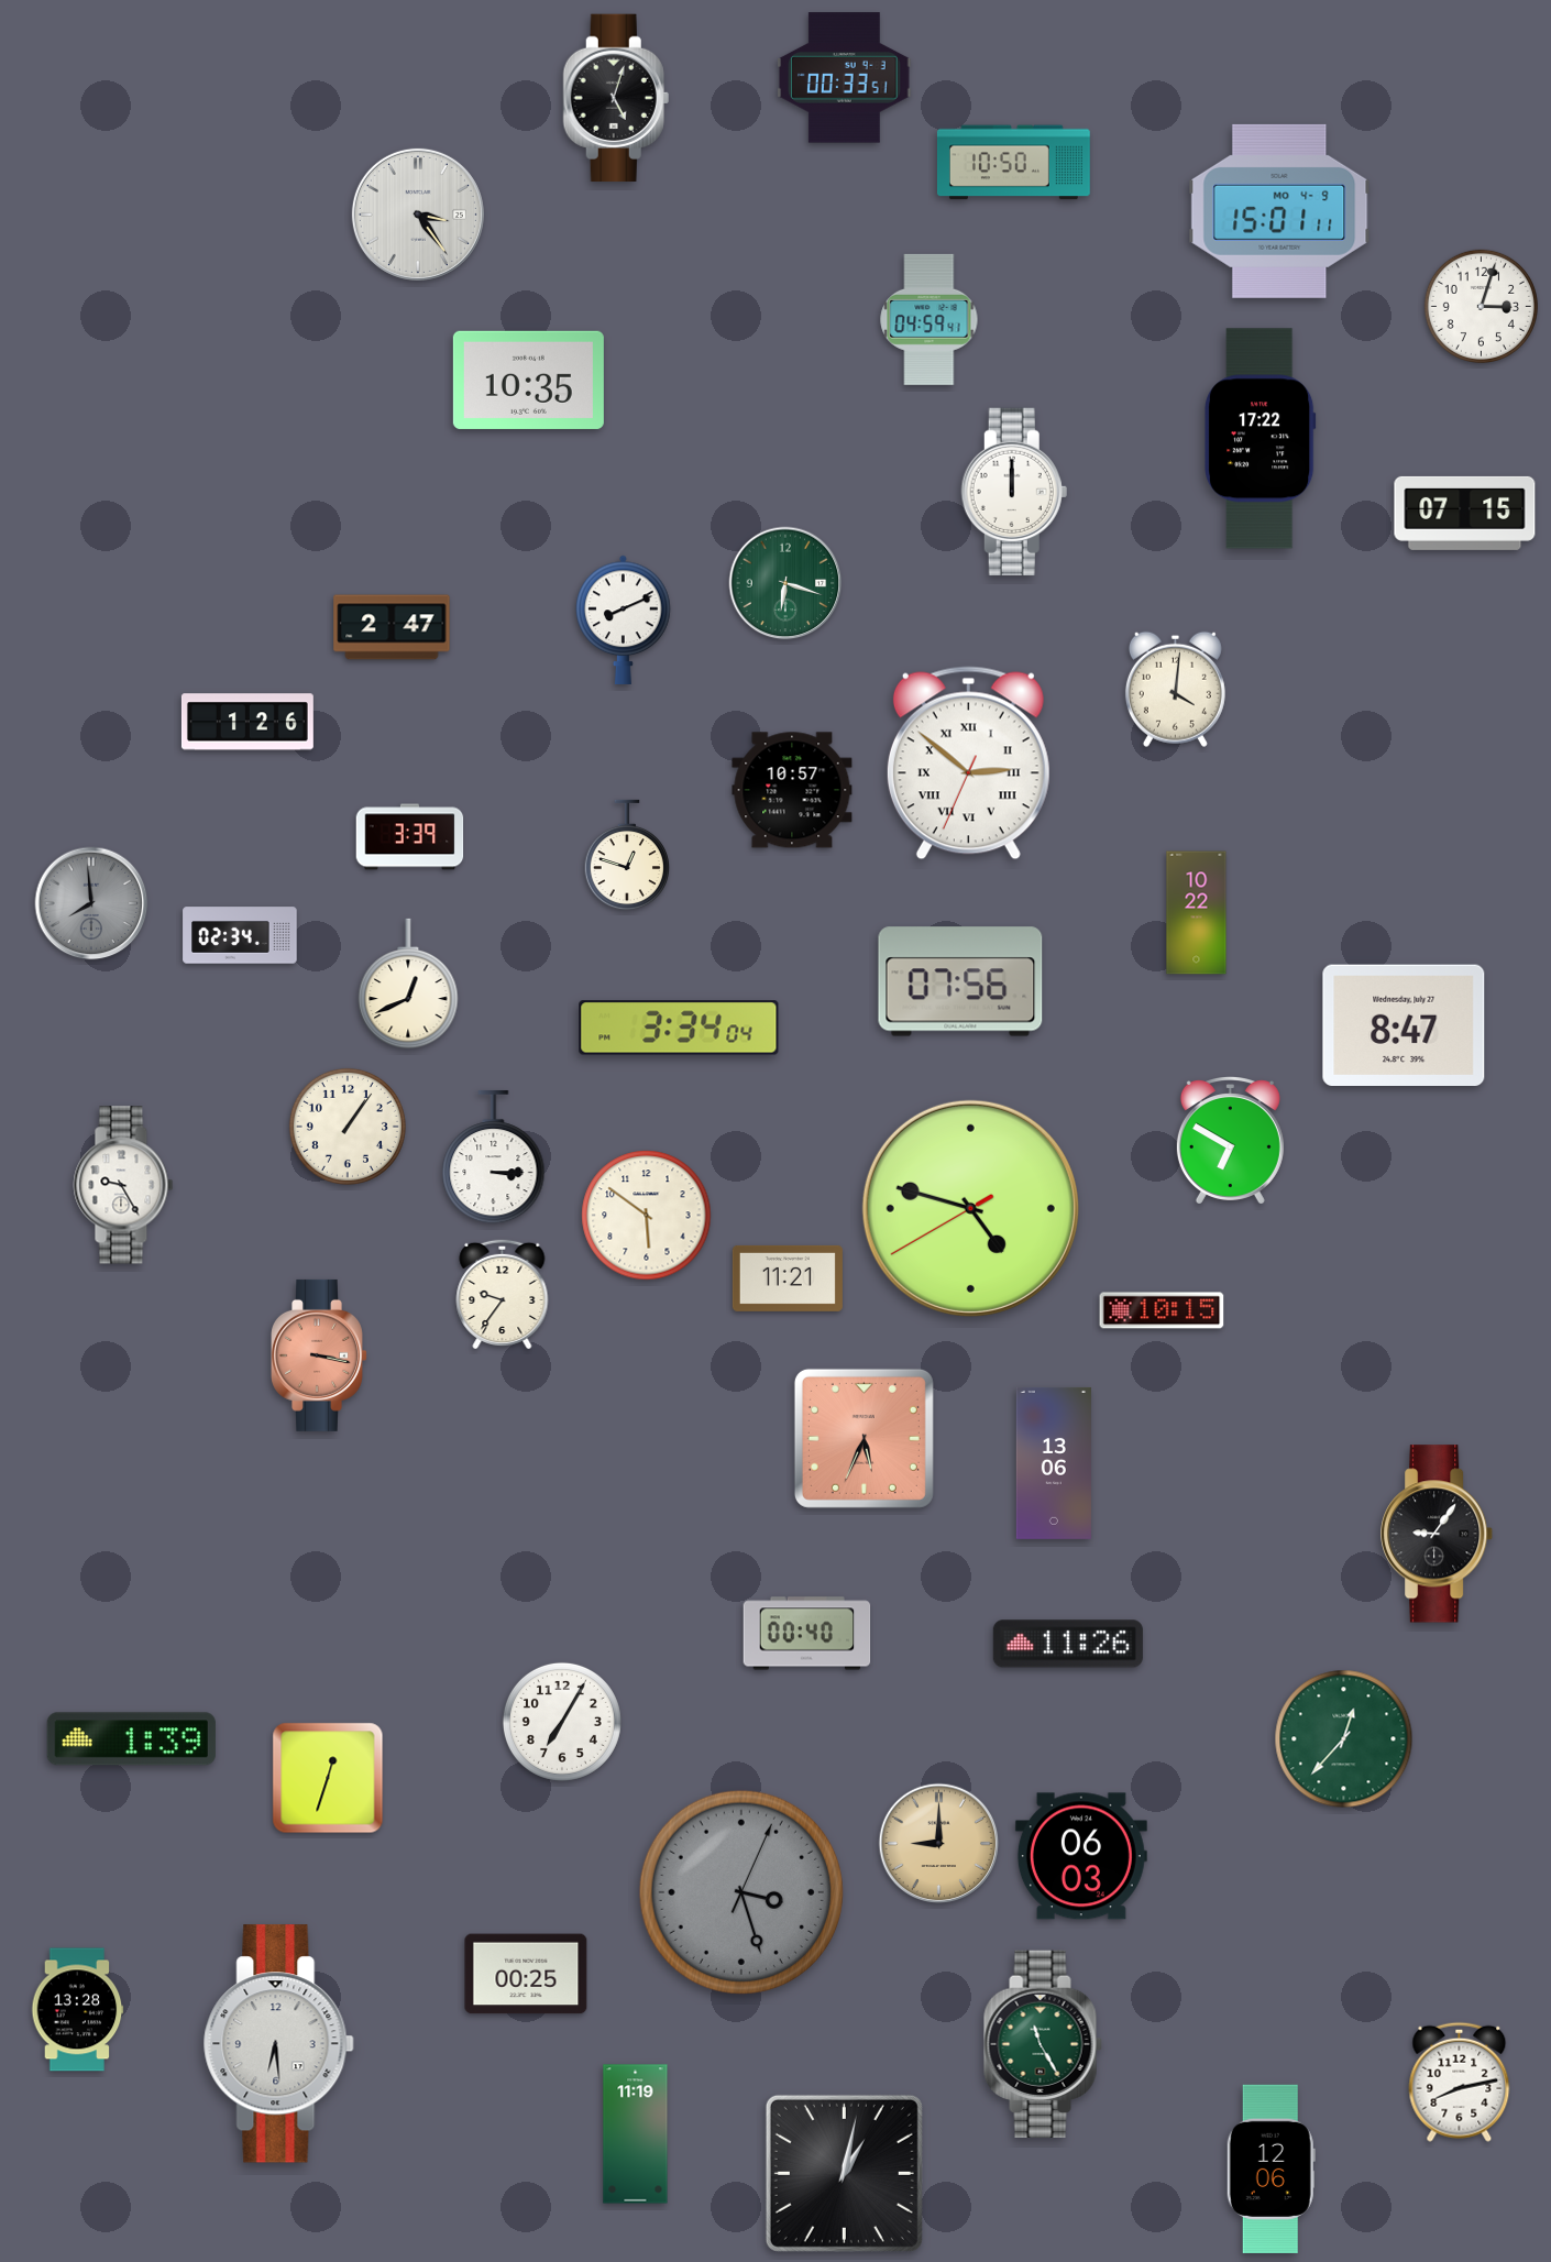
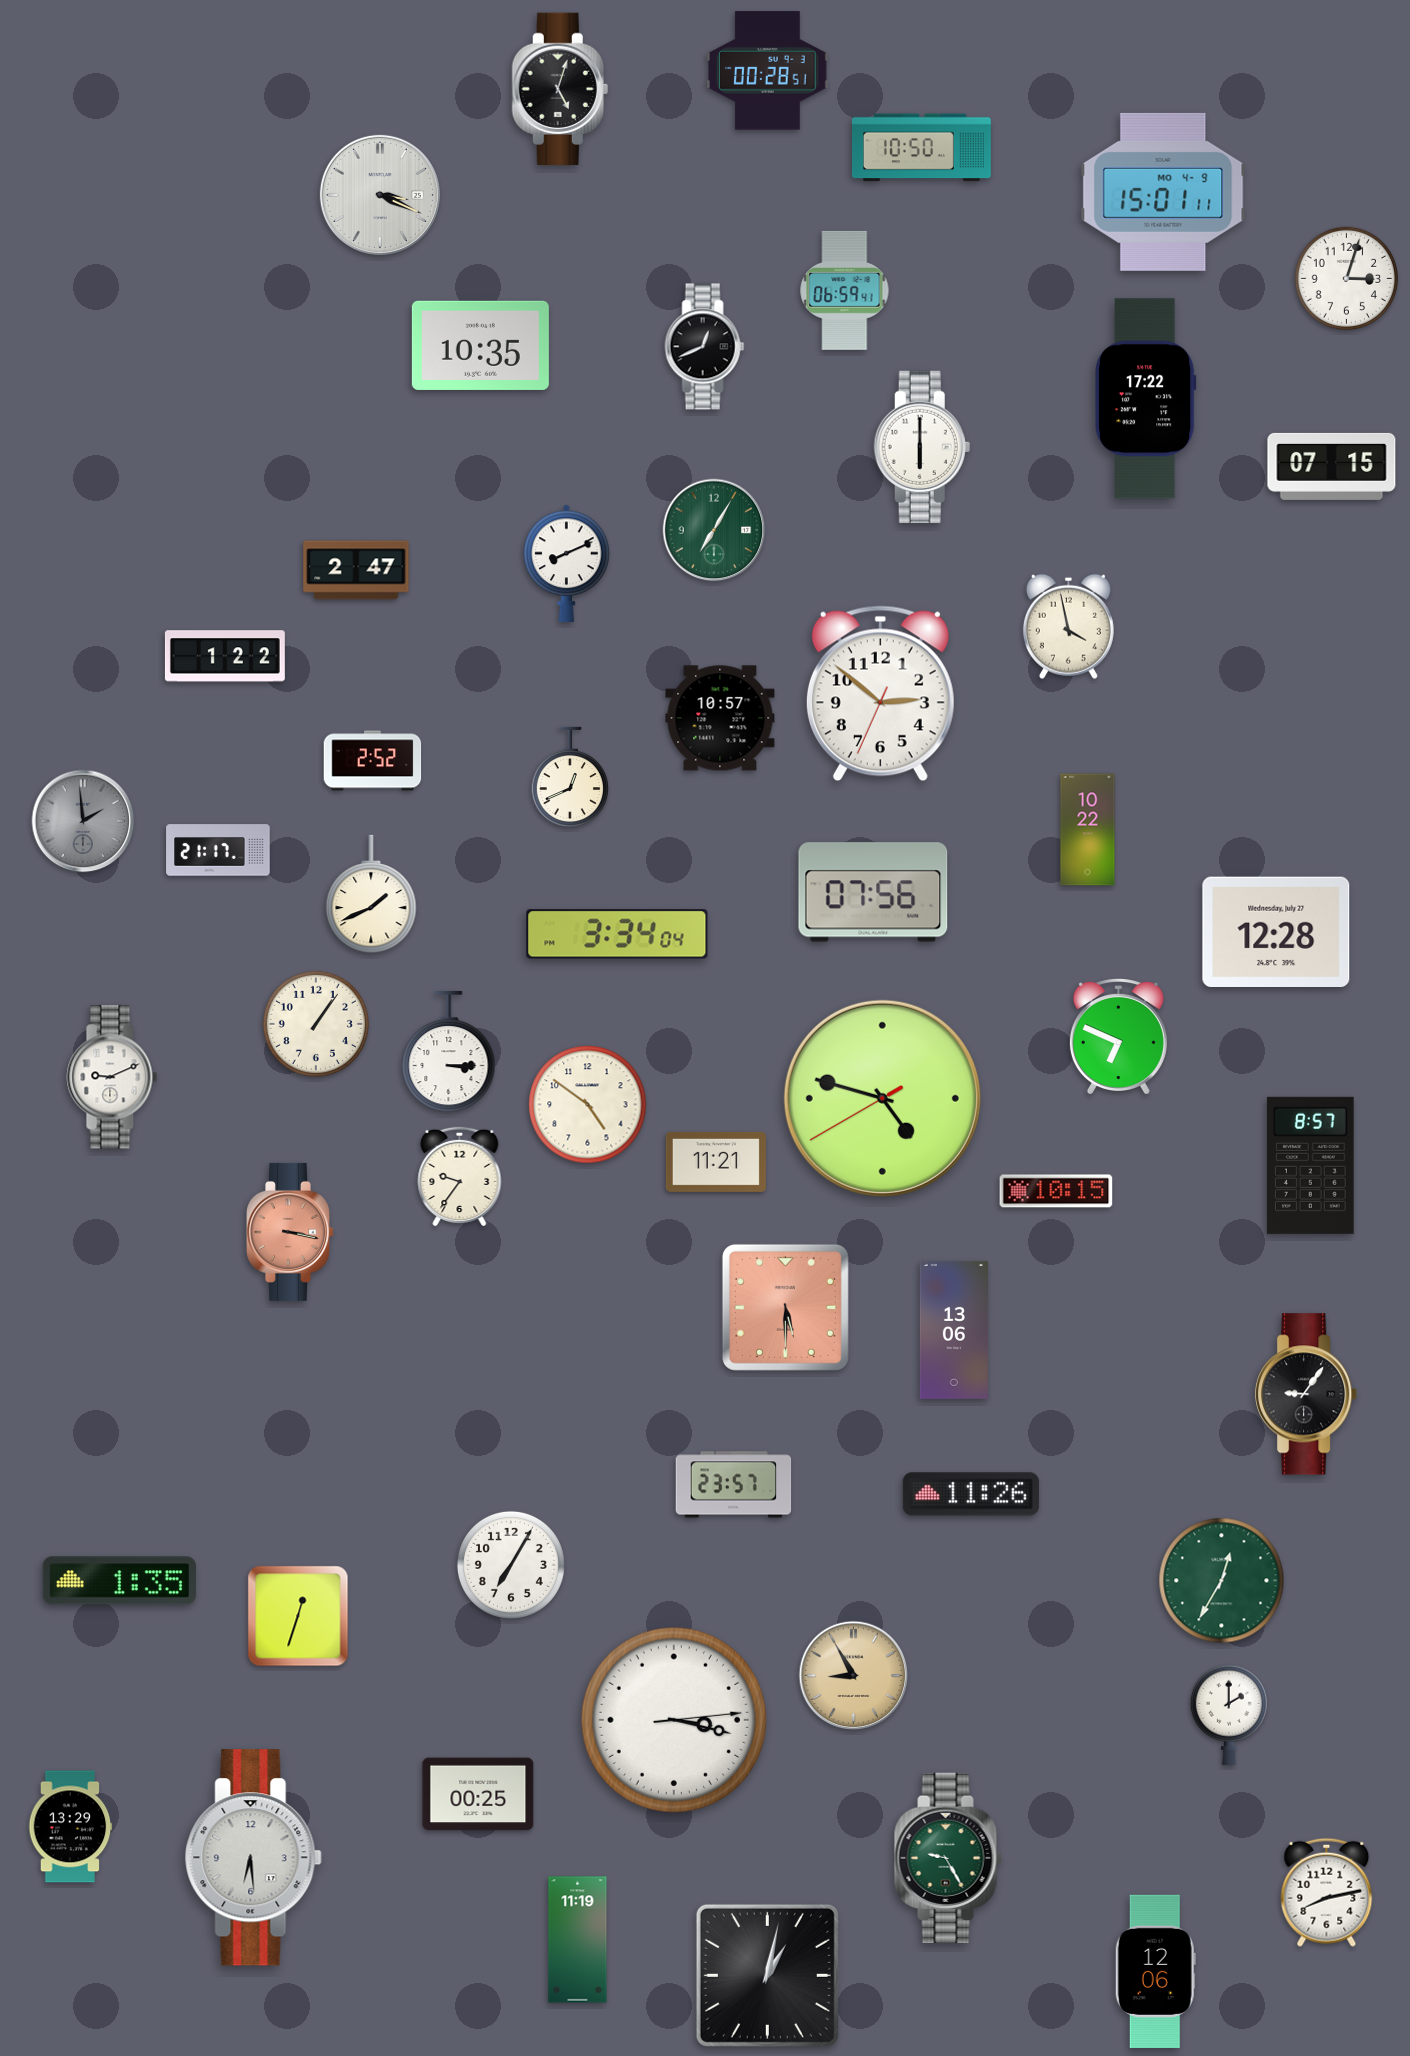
clock at (845, 78): 00:33 -> 00:28
clock at (418, 215): 3:24 -> 3:19
clock at (930, 319): 04:59 -> 06:59
clock at (705, 347): none -> 12:41
clock at (1014, 492): 12:00 -> 6:00
clock at (785, 583): 6:18 -> 7:05
clock at (1175, 689): 4:01 -> 3:58
clock at (248, 722): 1:26 -> 1:22
clock at (968, 764) numerals: Roman -> Arabic
clock at (410, 837): 3:39 -> 2:52
clock at (626, 855): 12:48 -> 12:41
clock at (91, 903): 7:59 -> 1:59
clock at (240, 935): 02:34 -> 21:17
clock at (408, 984): 12:41 -> 1:41
clock at (1404, 1024): 8:47 -> 12:28
clock at (1230, 1141): 6:50 -> 6:49
clock at (123, 1185): 9:25 -> 9:11
clock at (647, 1216): 5:51 -> 4:51
clock at (1310, 1165): none -> 8:57
clock at (503, 1294) position: (503, 1294) -> (460, 1176)
clock at (864, 1438): 5:34 -> 5:30
clock at (1054, 1463) position: (1054, 1463) -> (954, 1330)
clock at (807, 1634): 00:40 -> 23:57
clock at (131, 1739): 1:39 -> 1:35
clock at (1344, 1739): 12:37 -> 12:35
clock at (939, 1844): 9:00 -> 8:55
clock at (1081, 1856): 06:03 -> none
clock at (1228, 1715): none -> 2:00
clock at (741, 1892): 3:27 -> 3:17
clock at (741, 1892) dial: grey -> white
clock at (78, 2010): 13:28 -> 13:29
clock at (1043, 2043): 11:25 -> 9:25
